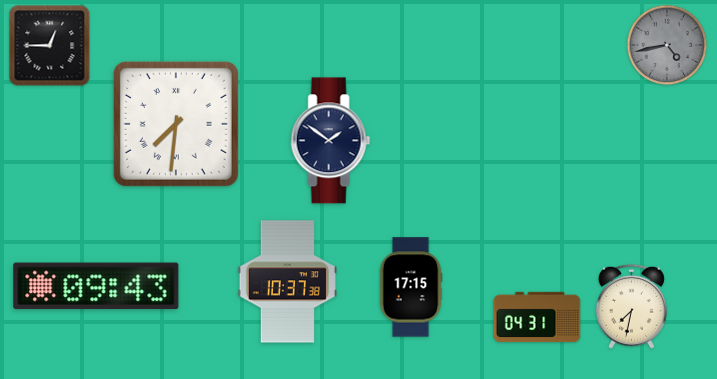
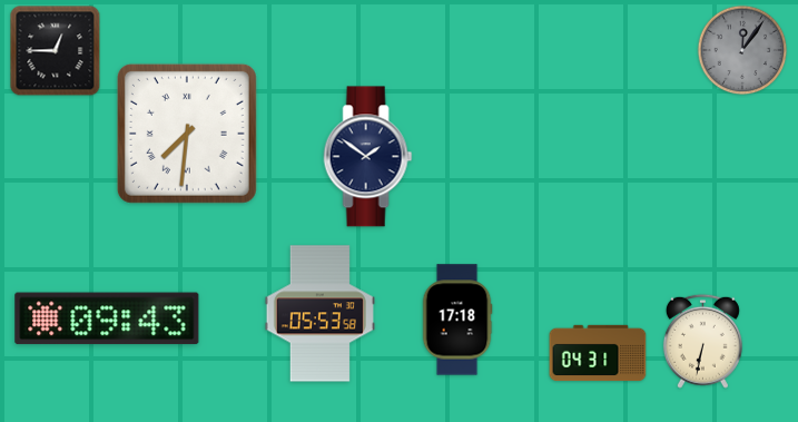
clock at (667, 45): 4:43 -> 12:06
clock at (176, 124) position: (176, 124) -> (187, 134)
clock at (287, 282): 10:37 -> 05:53
clock at (411, 287): 17:15 -> 17:18
clock at (631, 306): 7:32 -> 6:32
